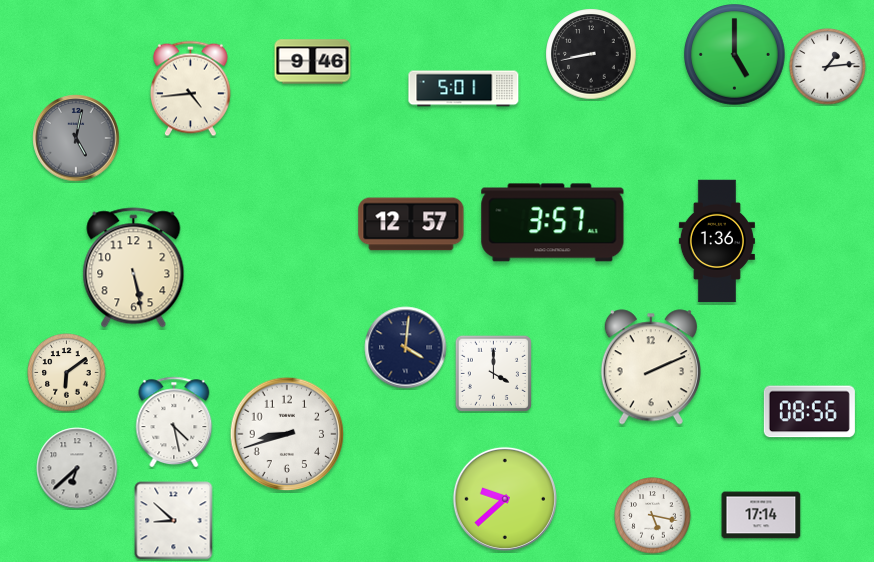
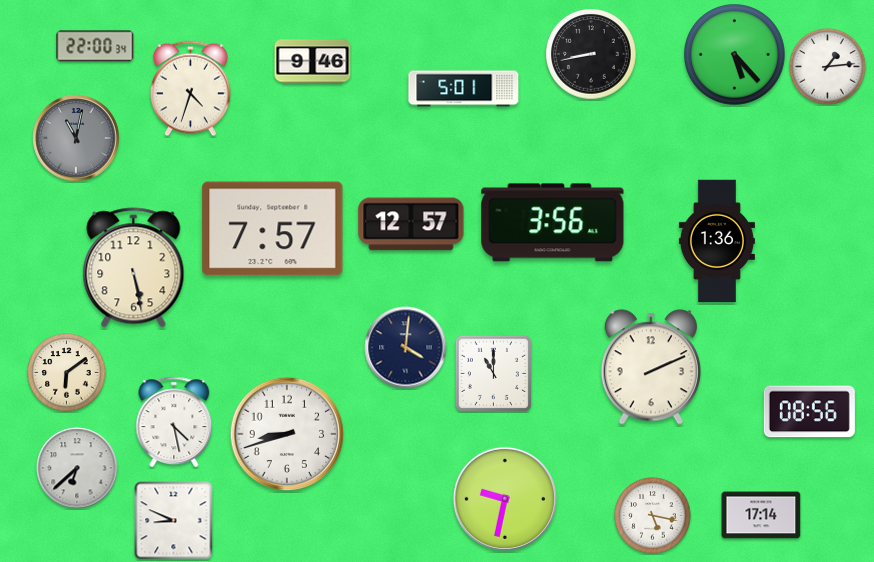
clock at (95, 46): none -> 22:00
clock at (735, 55): 5:00 -> 5:23
clock at (190, 89): 4:44 -> 4:33
clock at (76, 138): 5:02 -> 11:02
clock at (553, 223): 3:57 -> 3:56
clock at (273, 229): none -> 7:57
clock at (493, 373): 4:00 -> 11:00
clock at (505, 499): 9:38 -> 9:32
clock at (174, 521): 8:52 -> 8:49
